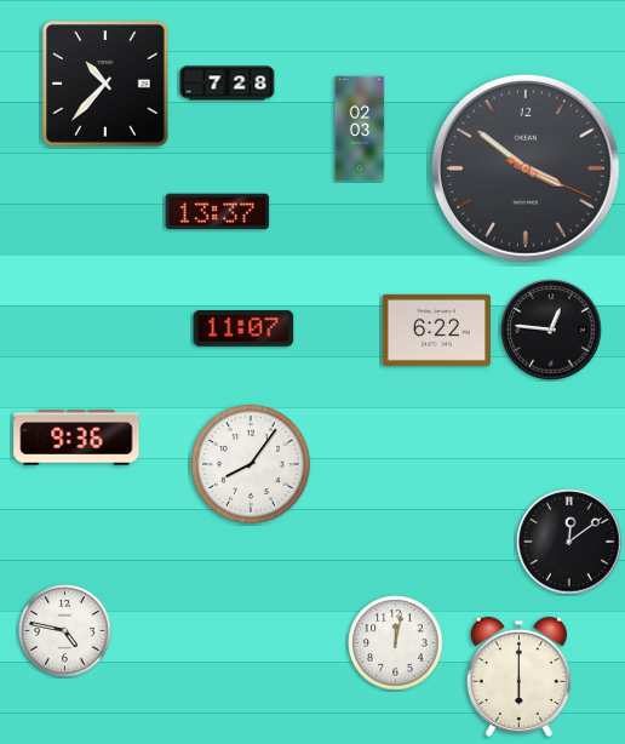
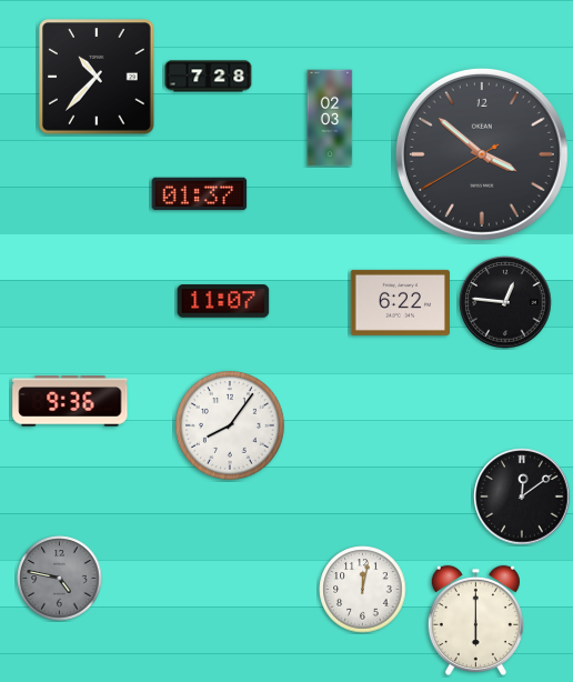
clock at (526, 168): 3:51:19 -> 3:51:40
clock at (218, 212): 13:37 -> 01:37
clock at (65, 631) dial: white -> grey
